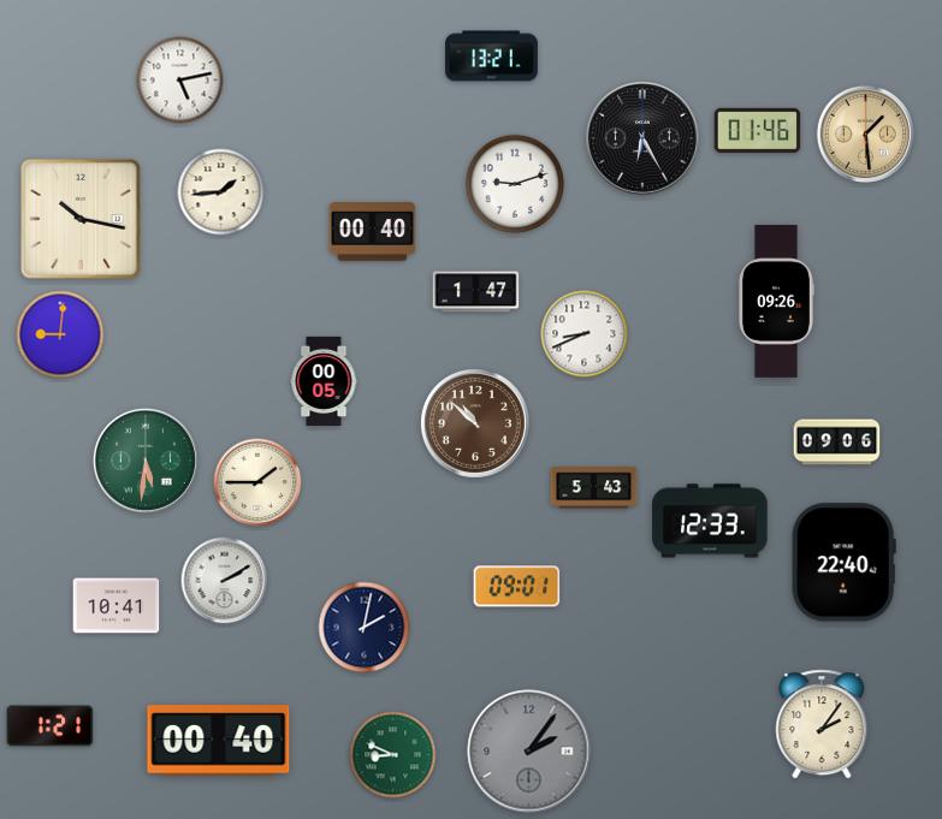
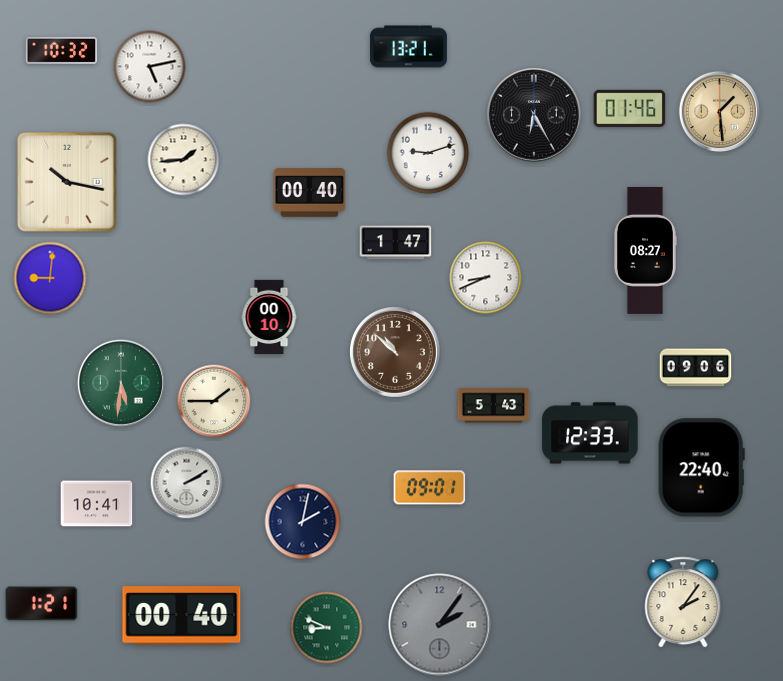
clock at (62, 50): none -> 10:32
clock at (777, 301): 09:26 -> 08:27
clock at (324, 381): 00:05 -> 00:10
